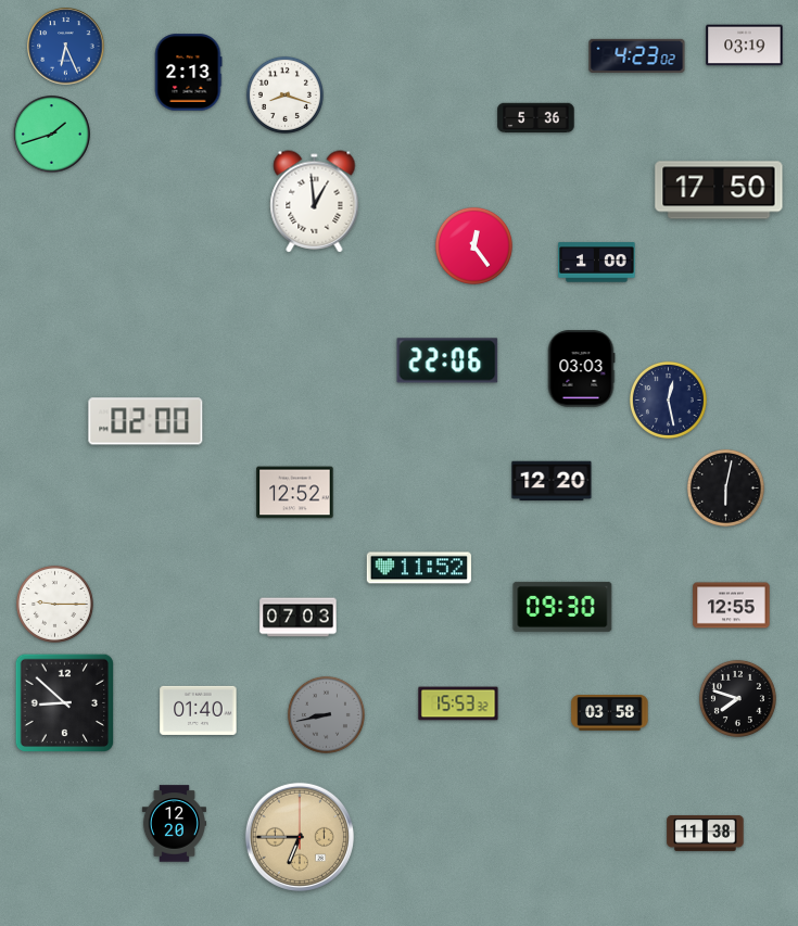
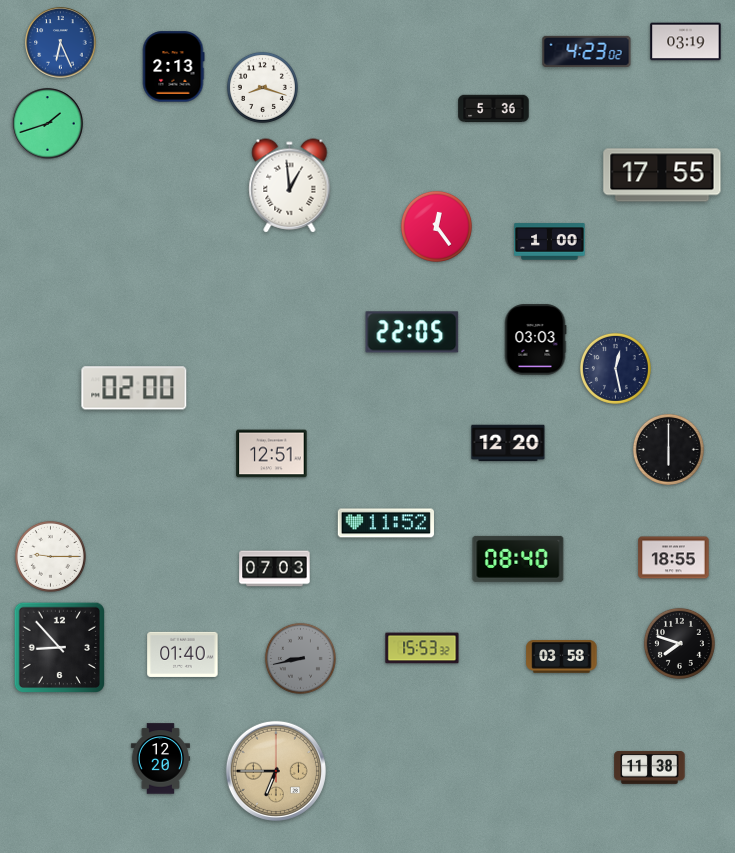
clock at (719, 190): 17:50 -> 17:55
clock at (447, 360): 22:06 -> 22:05
clock at (725, 487): 6:02 -> 6:00
clock at (295, 493): 12:52 -> 12:51
clock at (732, 606): 12:55 -> 18:55
clock at (562, 607): 09:30 -> 08:40
clock at (65, 703): 8:52 -> 8:53
